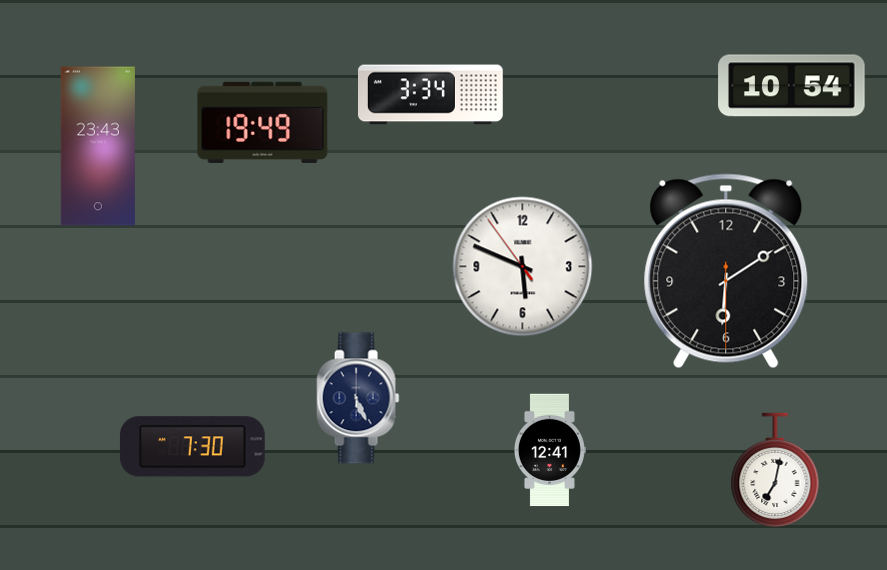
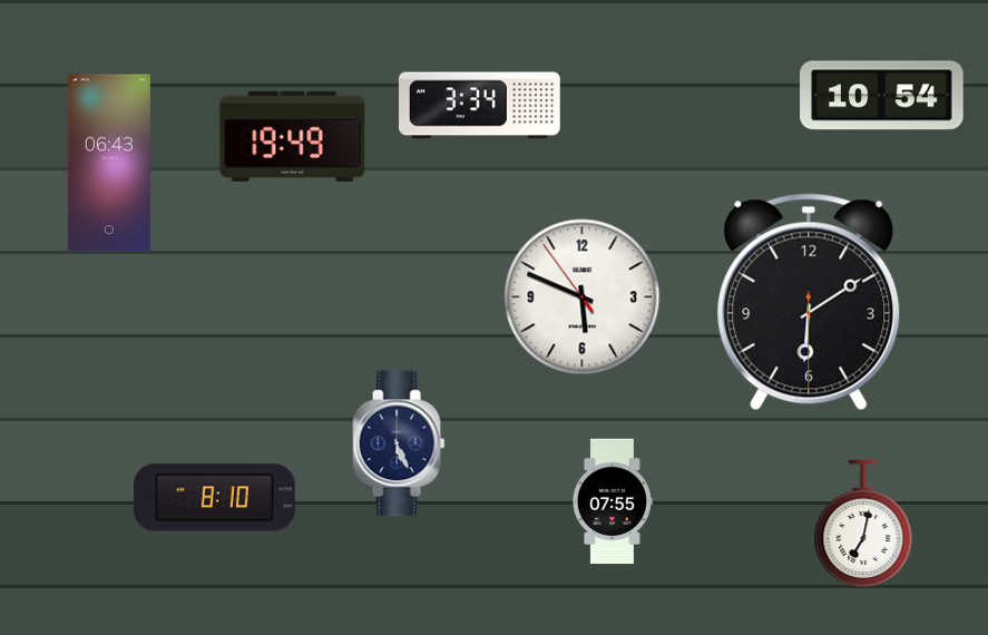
clock at (98, 146): 23:43 -> 06:43
clock at (192, 447): 7:30 -> 8:10
clock at (549, 450): 12:41 -> 07:55
